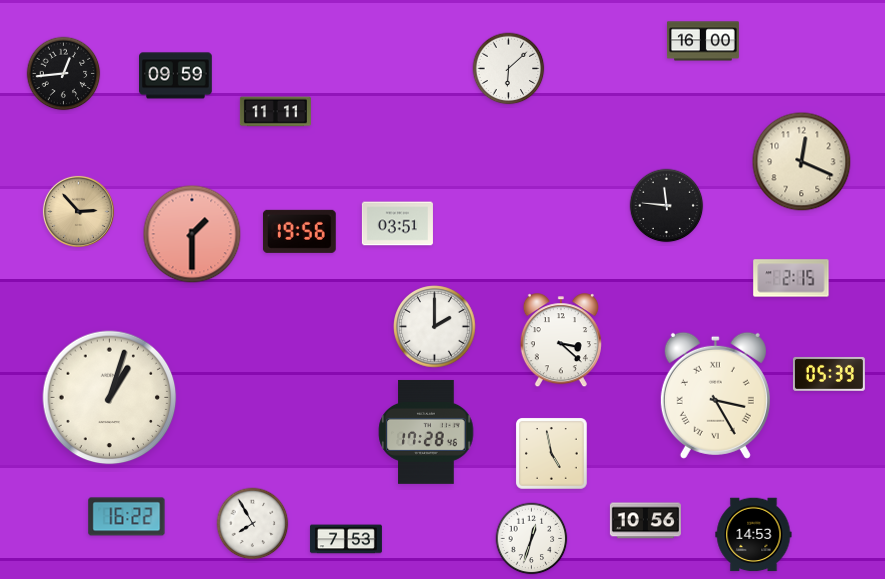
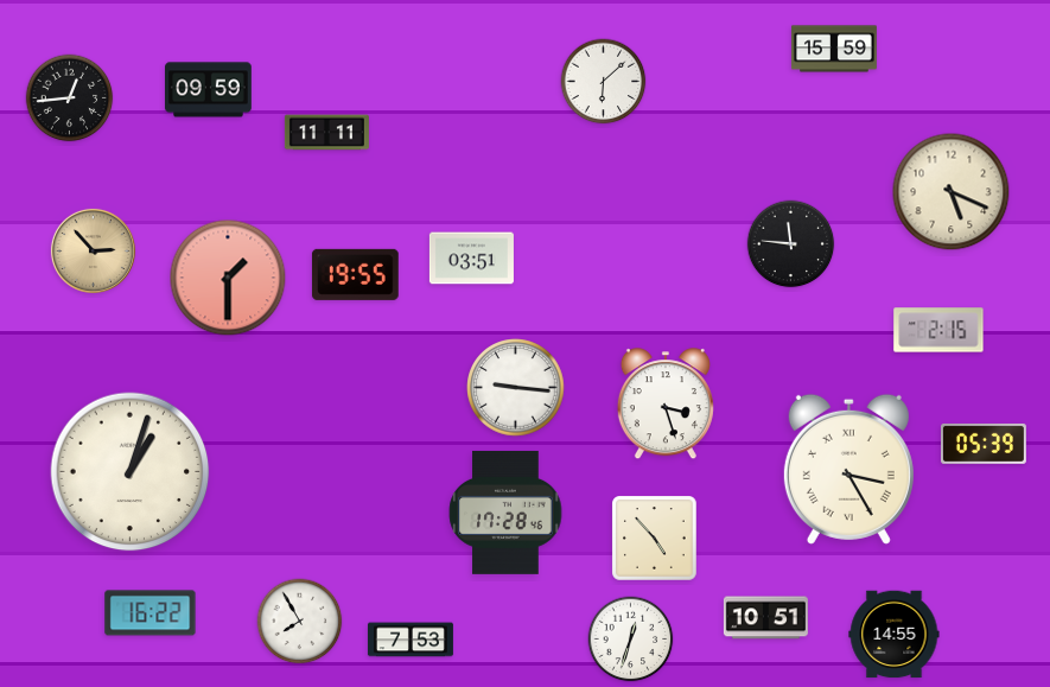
clock at (703, 41): 16:00 -> 15:59
clock at (64, 74) position: (64, 74) -> (70, 98)
clock at (802, 162): 12:19 -> 5:19
clock at (397, 224) position: (397, 224) -> (471, 259)
clock at (299, 231): 19:56 -> 19:55
clock at (435, 327): 2:00 -> 9:16
clock at (561, 341): 3:22 -> 3:27
clock at (552, 454): 4:58 -> 4:53
clock at (645, 521): 10:56 -> 10:51
clock at (754, 535): 14:53 -> 14:55
